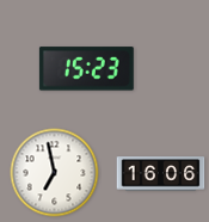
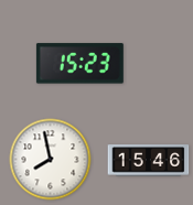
clock at (55, 173): 6:58 -> 7:58
clock at (161, 174): 16:06 -> 15:46
